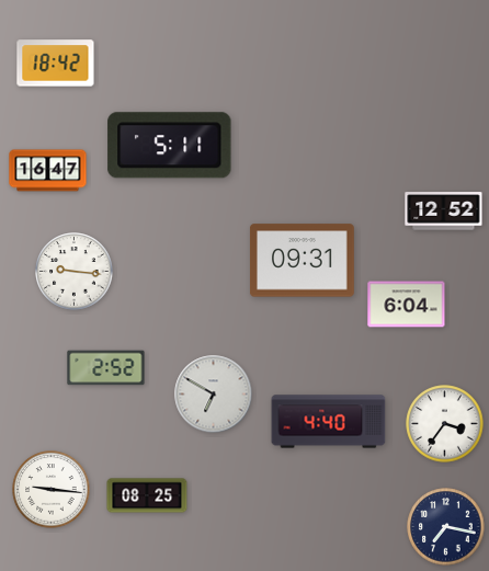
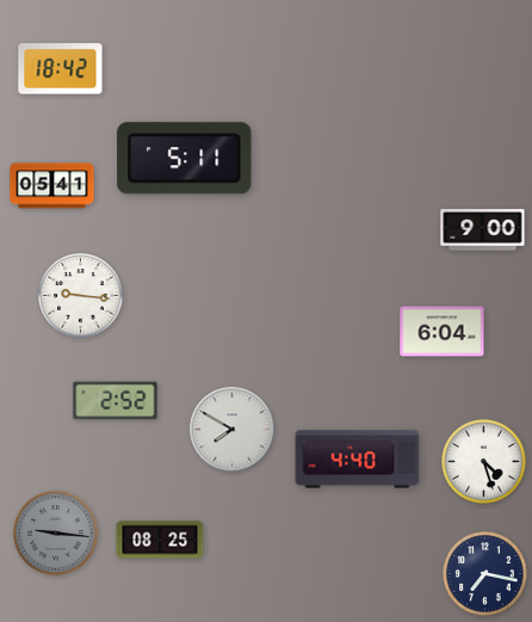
clock at (48, 171): 16:47 -> 05:41
clock at (444, 212): 12:52 -> 9:00
clock at (302, 261): 09:31 -> none
clock at (214, 395): 6:50 -> 7:50
clock at (445, 424): 3:36 -> 4:27
clock at (52, 490) dial: white -> grey
